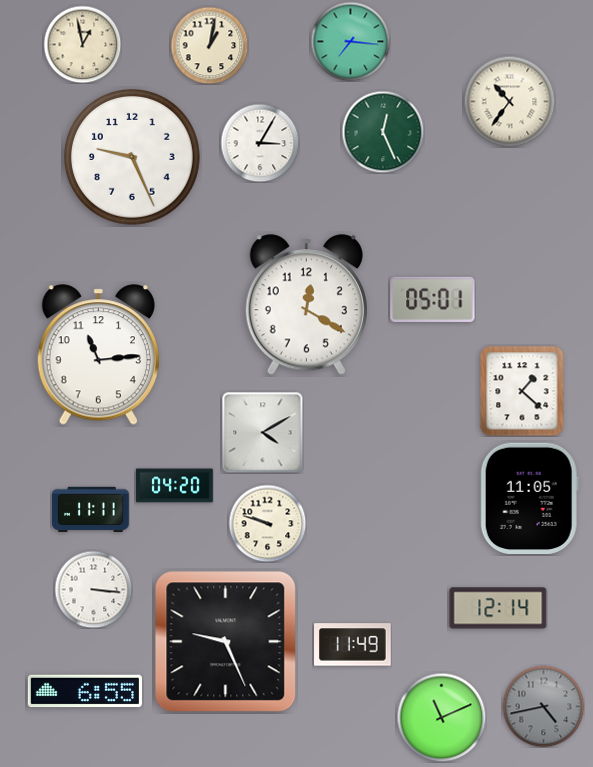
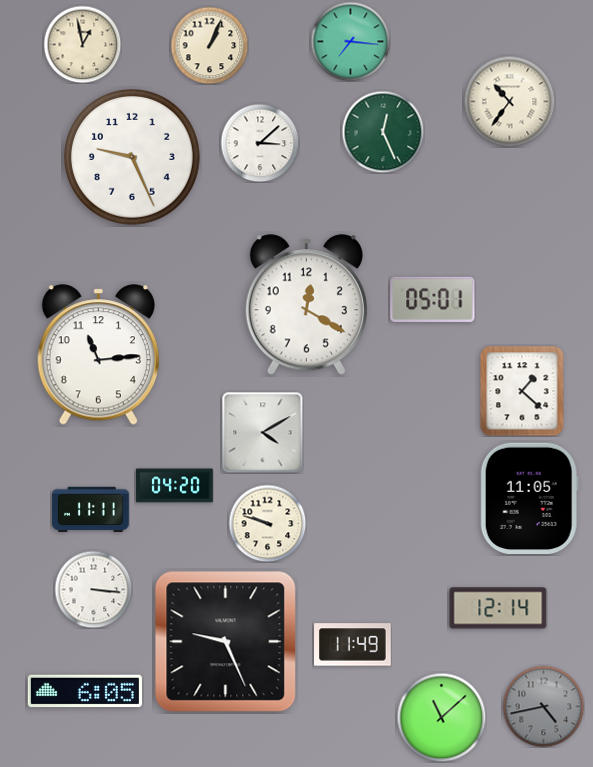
clock at (209, 45): 1:02 -> 1:04
clock at (260, 143): 3:05 -> 3:08
clock at (85, 691): 6:55 -> 6:05
clock at (441, 717): 11:11 -> 11:08
